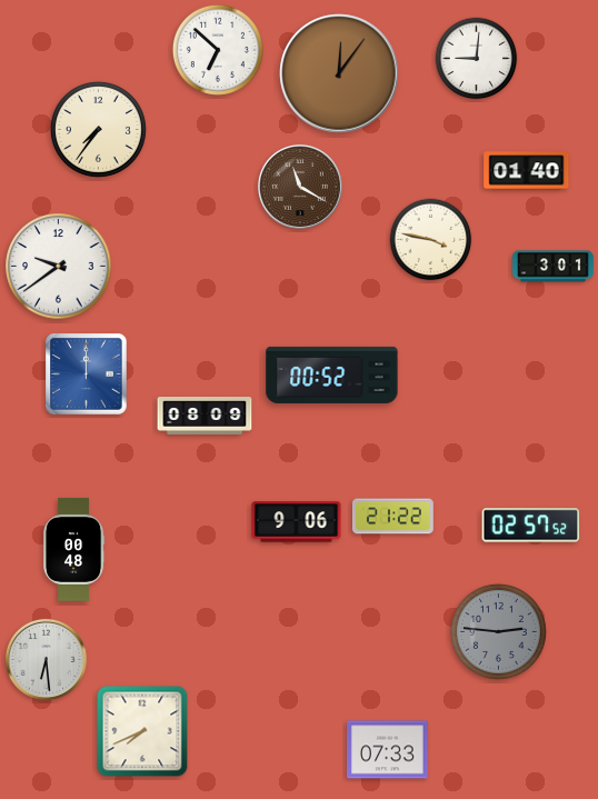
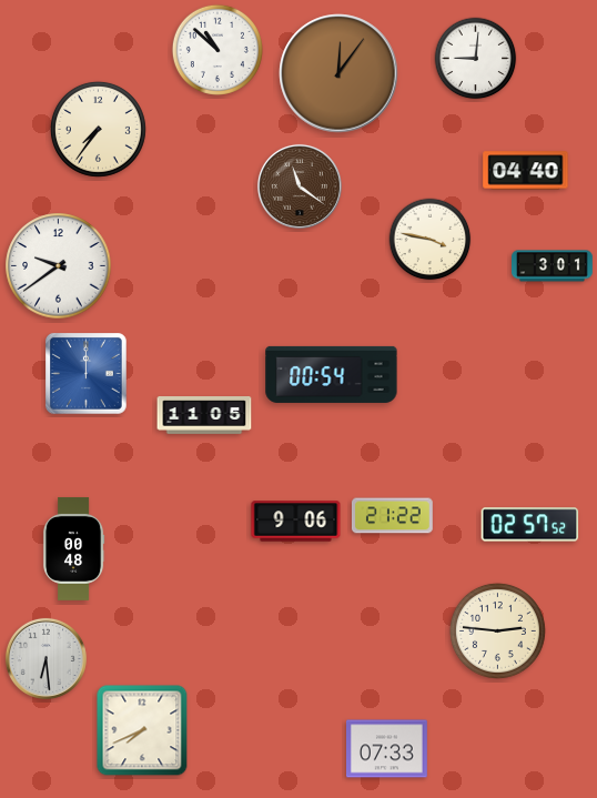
clock at (218, 50): 6:52 -> 10:52
clock at (527, 171): 01:40 -> 04:40
clock at (300, 187): 11:20 -> 11:21
clock at (332, 374): 00:52 -> 00:54
clock at (205, 417): 08:09 -> 11:05
clock at (498, 631) dial: grey -> cream
